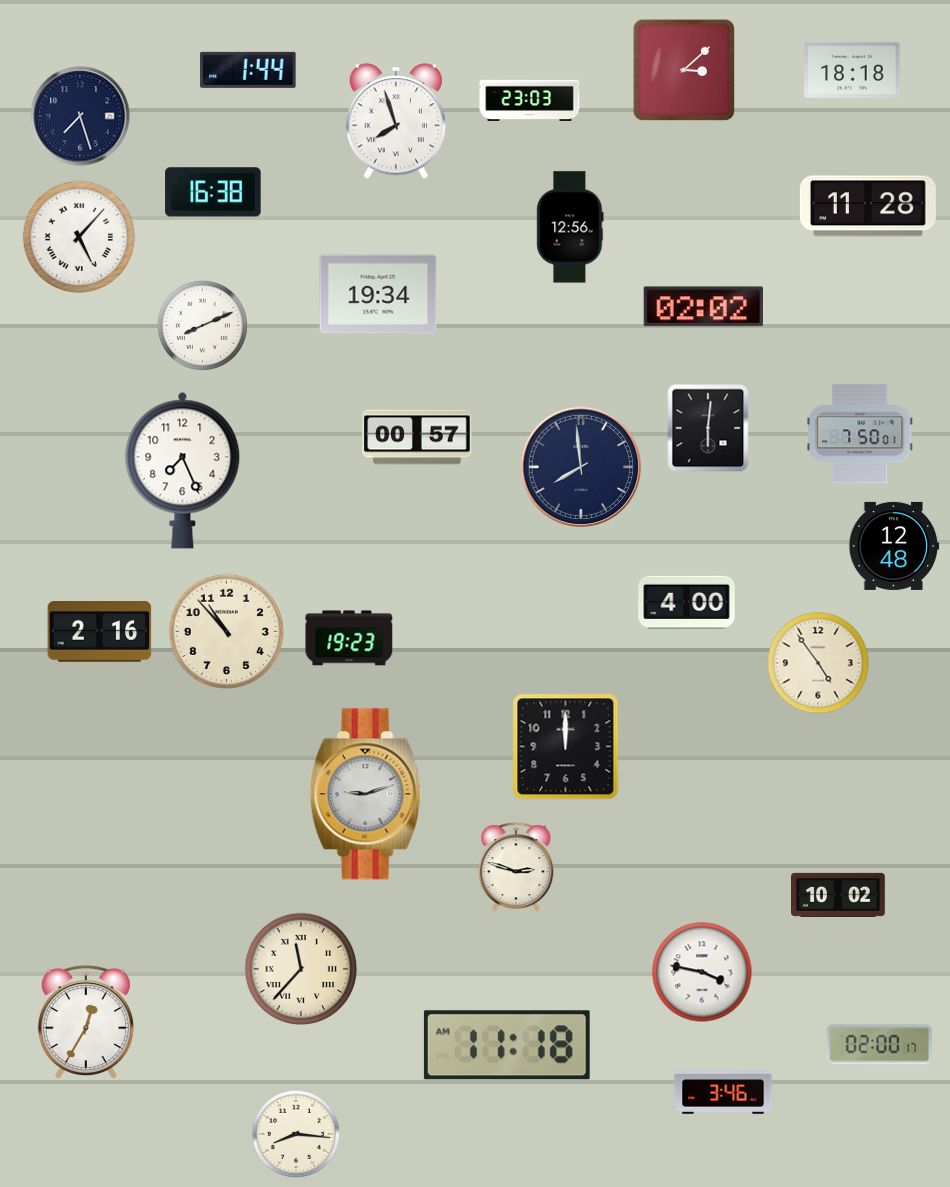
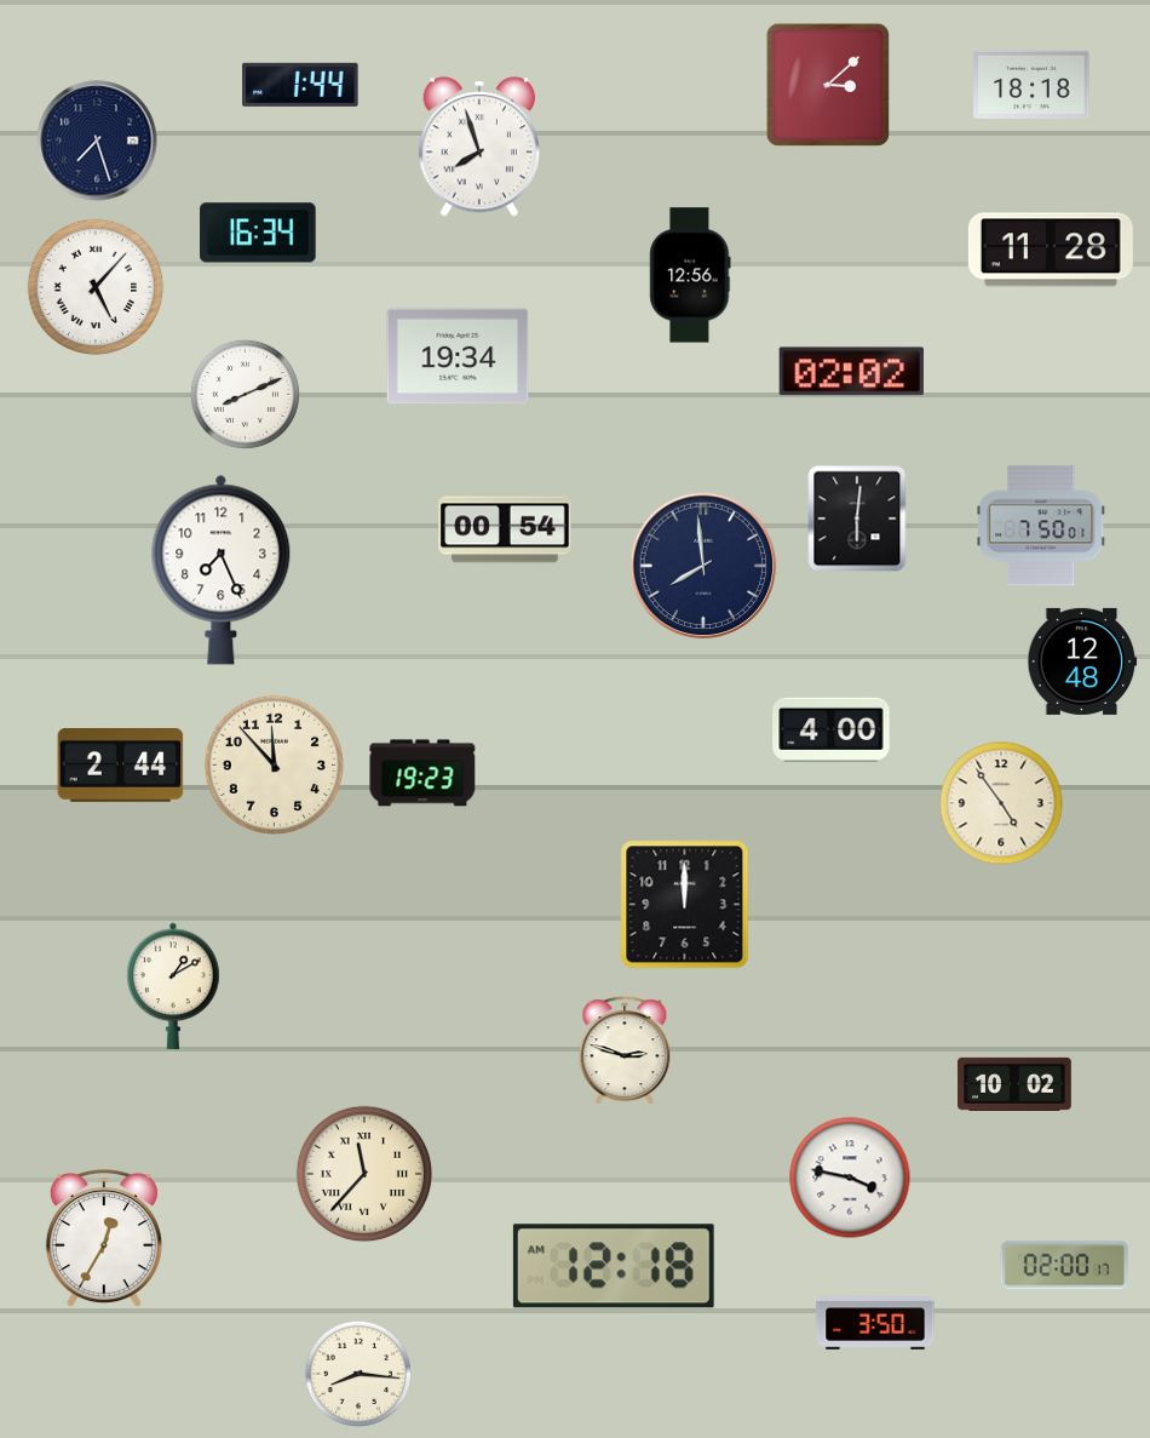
clock at (530, 100): 23:03 -> none
clock at (213, 192): 16:38 -> 16:34
clock at (417, 437): 00:57 -> 00:54
clock at (226, 631): 10:53 -> 11:53
clock at (100, 632): 2:16 -> 2:44
clock at (818, 663) position: (818, 663) -> (1001, 803)
clock at (366, 794): 9:12 -> none
clock at (173, 986): none -> 1:10
clock at (507, 1045): 11:18 -> 12:18
clock at (723, 1092): 3:46 -> 3:50
